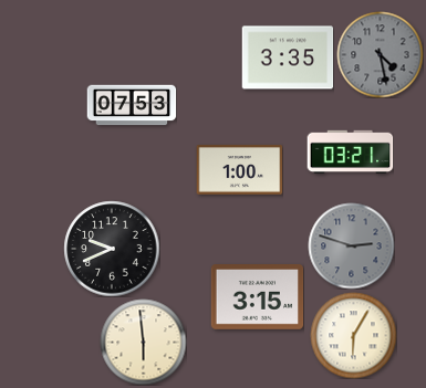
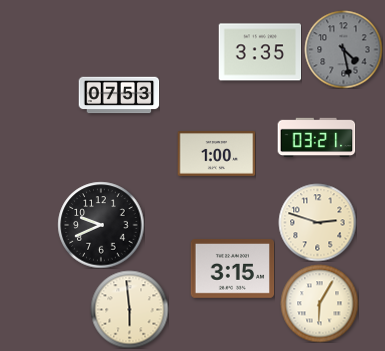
clock at (351, 245) dial: grey -> cream
